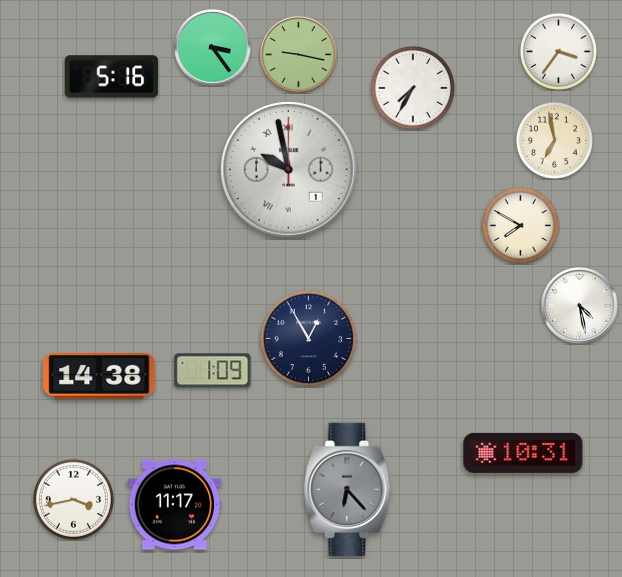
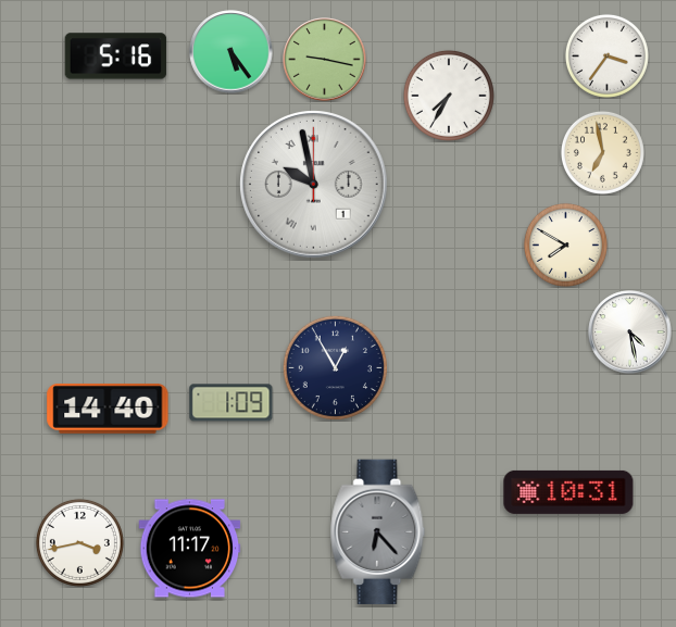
clock at (213, 48): 3:24 -> 5:24
clock at (112, 77) position: (112, 77) -> (116, 57)
clock at (99, 376): 14:38 -> 14:40
